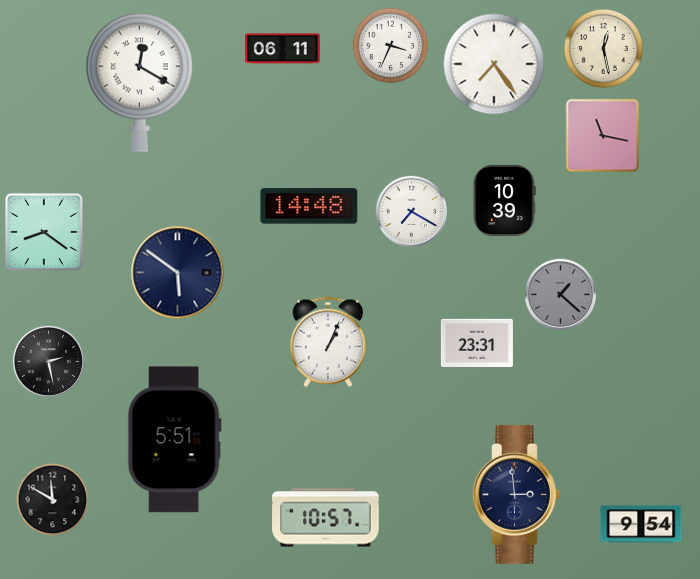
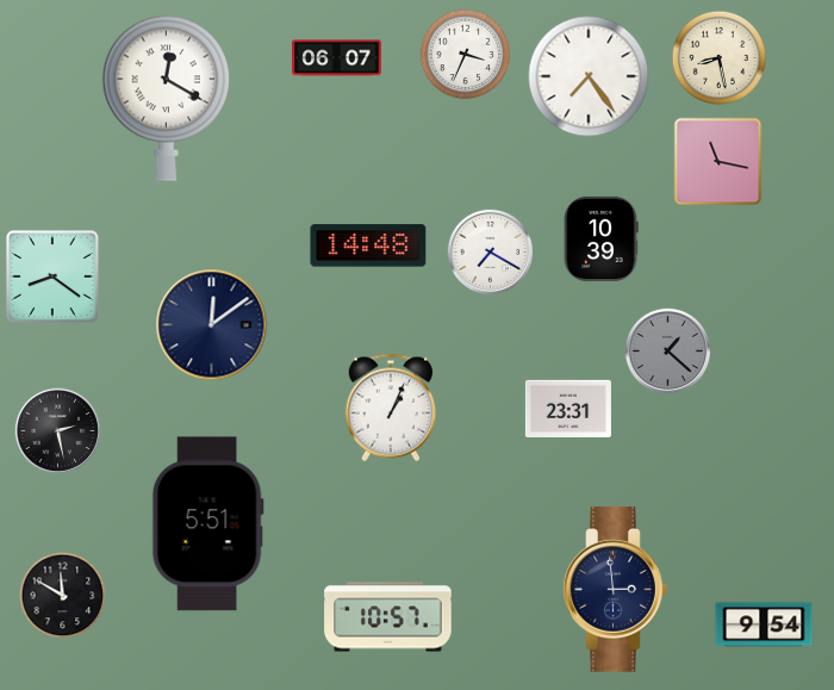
clock at (603, 48): 12:28 -> 8:28
clock at (283, 49): 06:11 -> 06:07
clock at (178, 273): 5:51 -> 12:09
